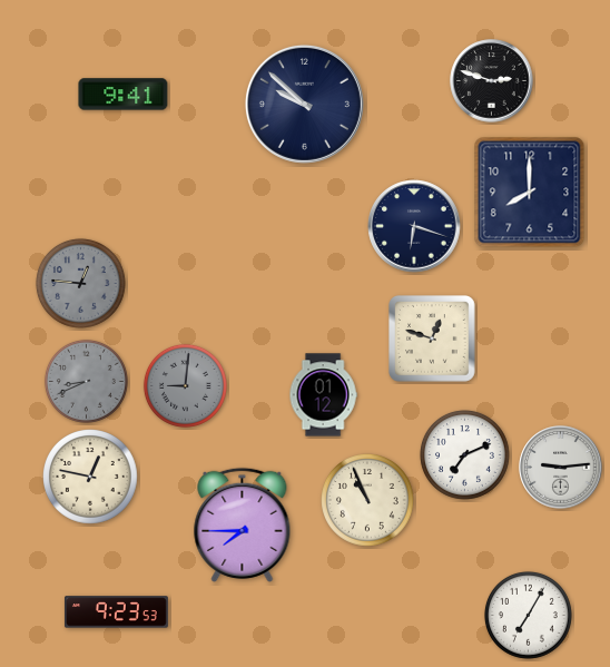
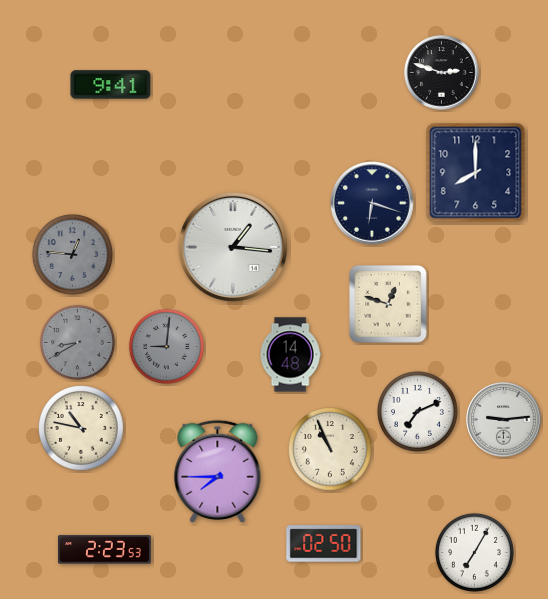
clock at (304, 104): 9:52 -> none
clock at (233, 247): none -> 1:16
clock at (86, 381): 8:41 -> 8:40
clock at (323, 395): 01:12 -> 14:48
clock at (464, 454) position: (464, 454) -> (417, 411)
clock at (91, 478): 12:47 -> 10:47
clock at (324, 544): none -> 02:50
clock at (116, 612): 9:23 -> 2:23
